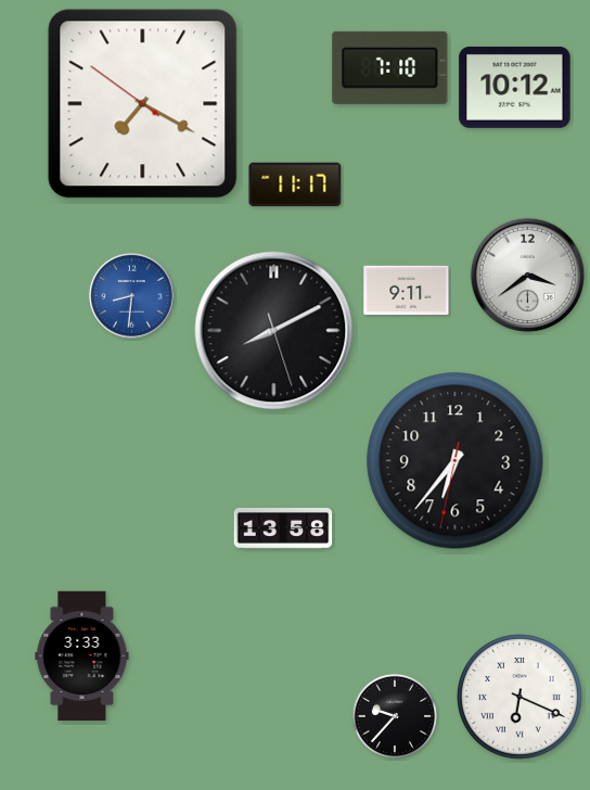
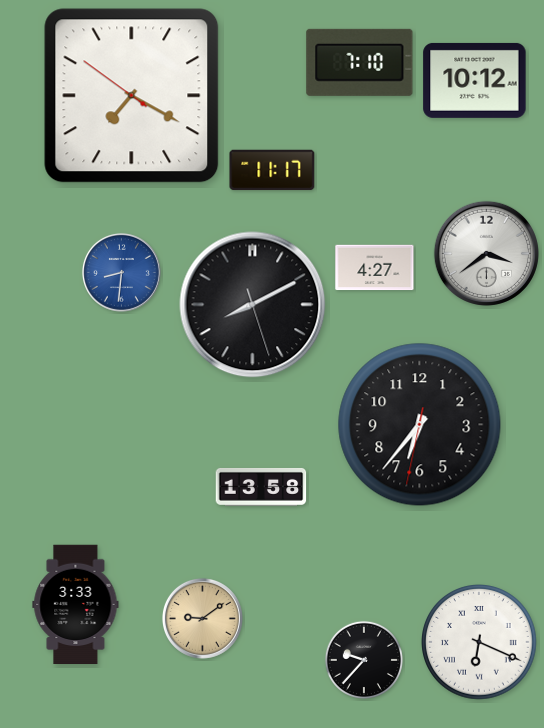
clock at (407, 291): 9:11 -> 4:27
clock at (202, 618): none -> 9:09
